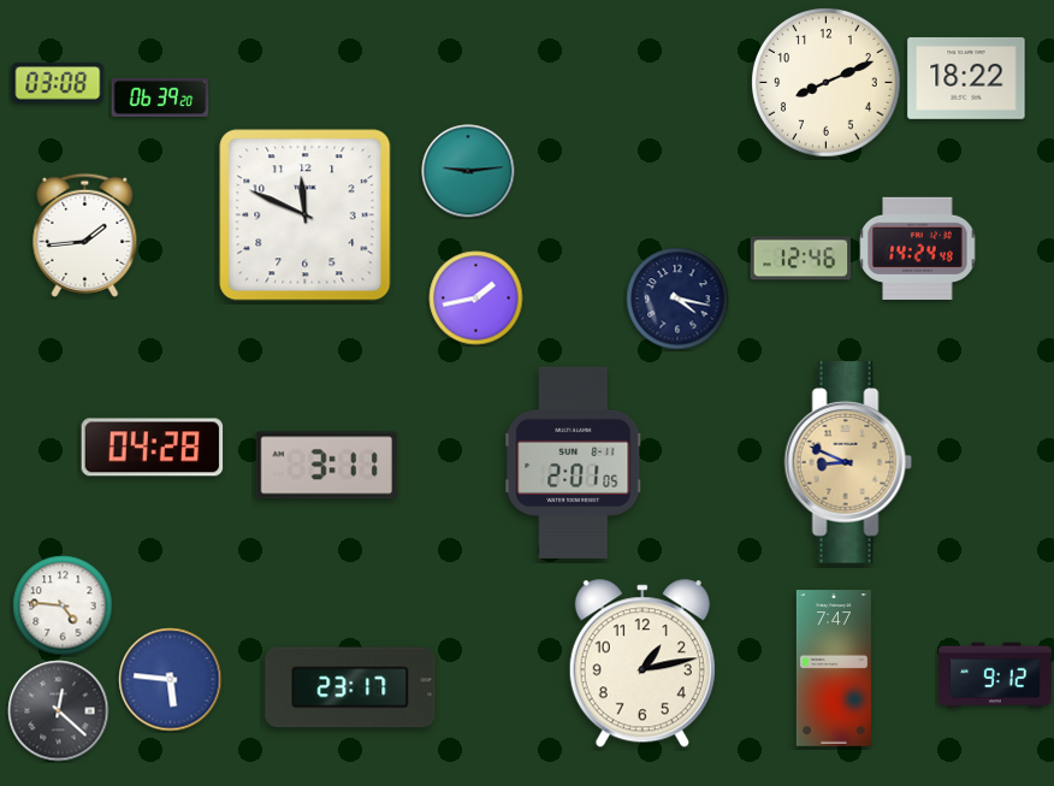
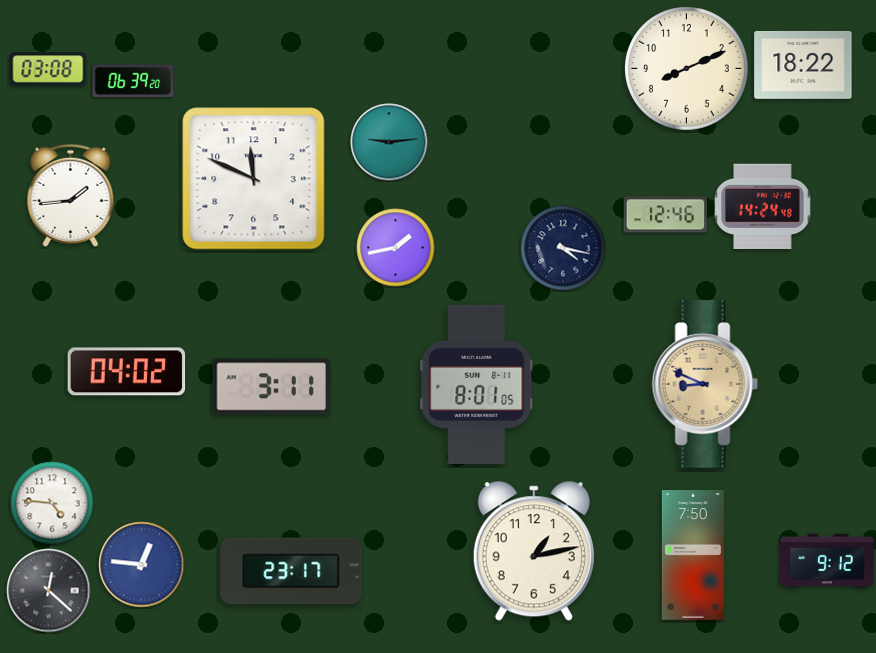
clock at (153, 448): 04:28 -> 04:02
clock at (574, 462): 2:01 -> 8:01
clock at (834, 668): 7:47 -> 7:50
clock at (171, 680): 5:46 -> 12:46
